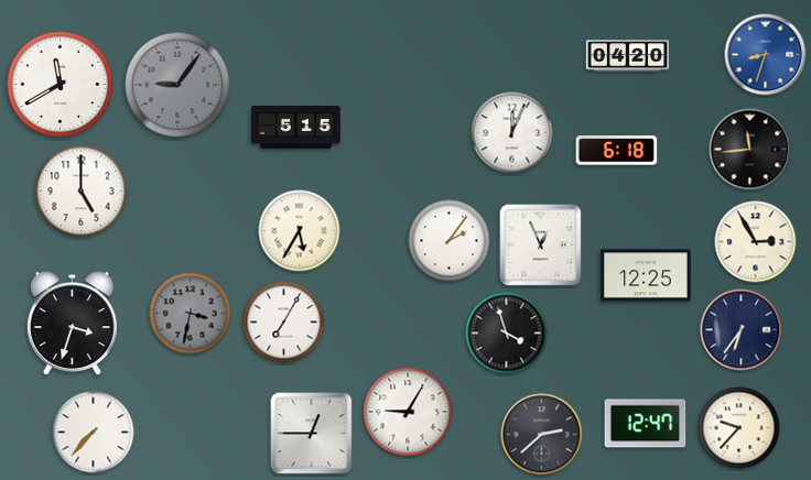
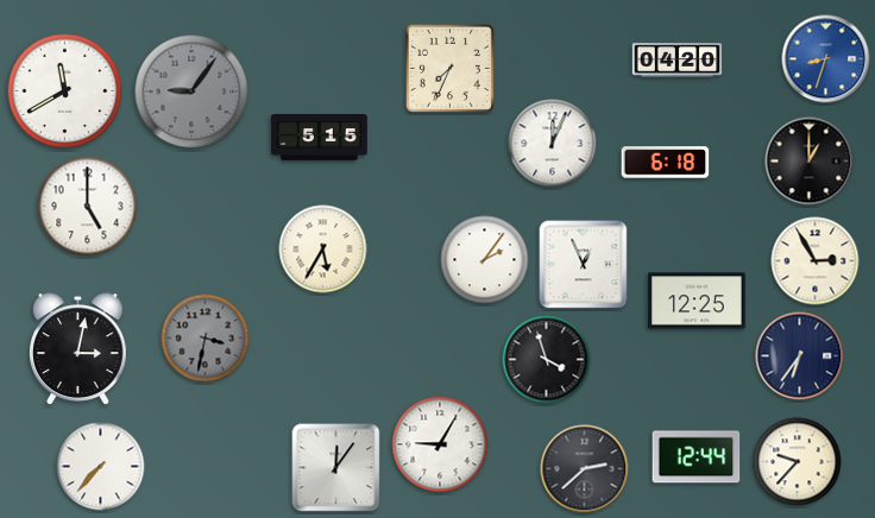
clock at (449, 68): none -> 7:34
clock at (750, 150): 11:44 -> 1:00
clock at (646, 275) position: (646, 275) -> (697, 301)
clock at (284, 323): 7:05 -> none
clock at (73, 324): 3:33 -> 3:02
clock at (646, 424): 12:47 -> 12:44
clock at (312, 434): 12:45 -> 12:06
